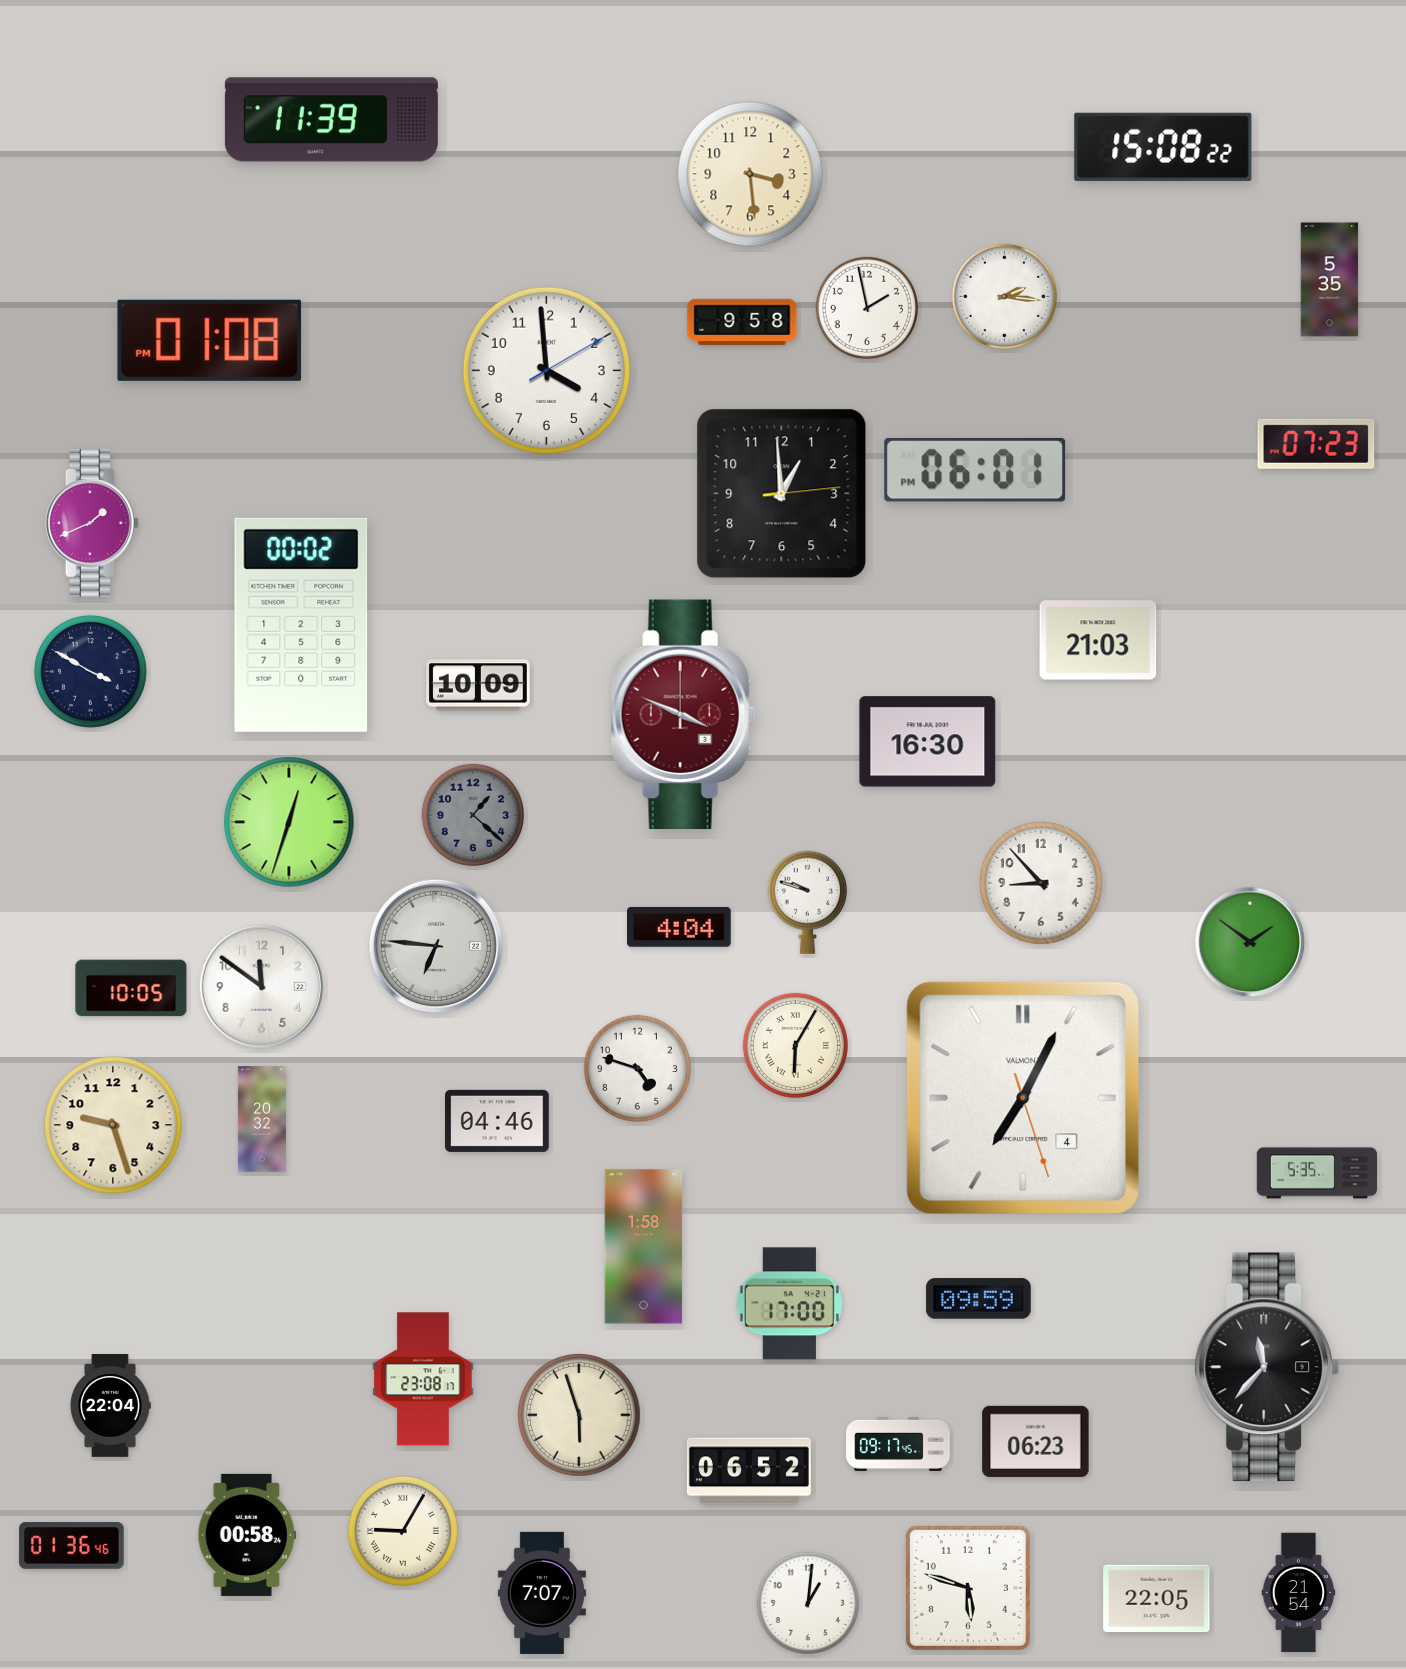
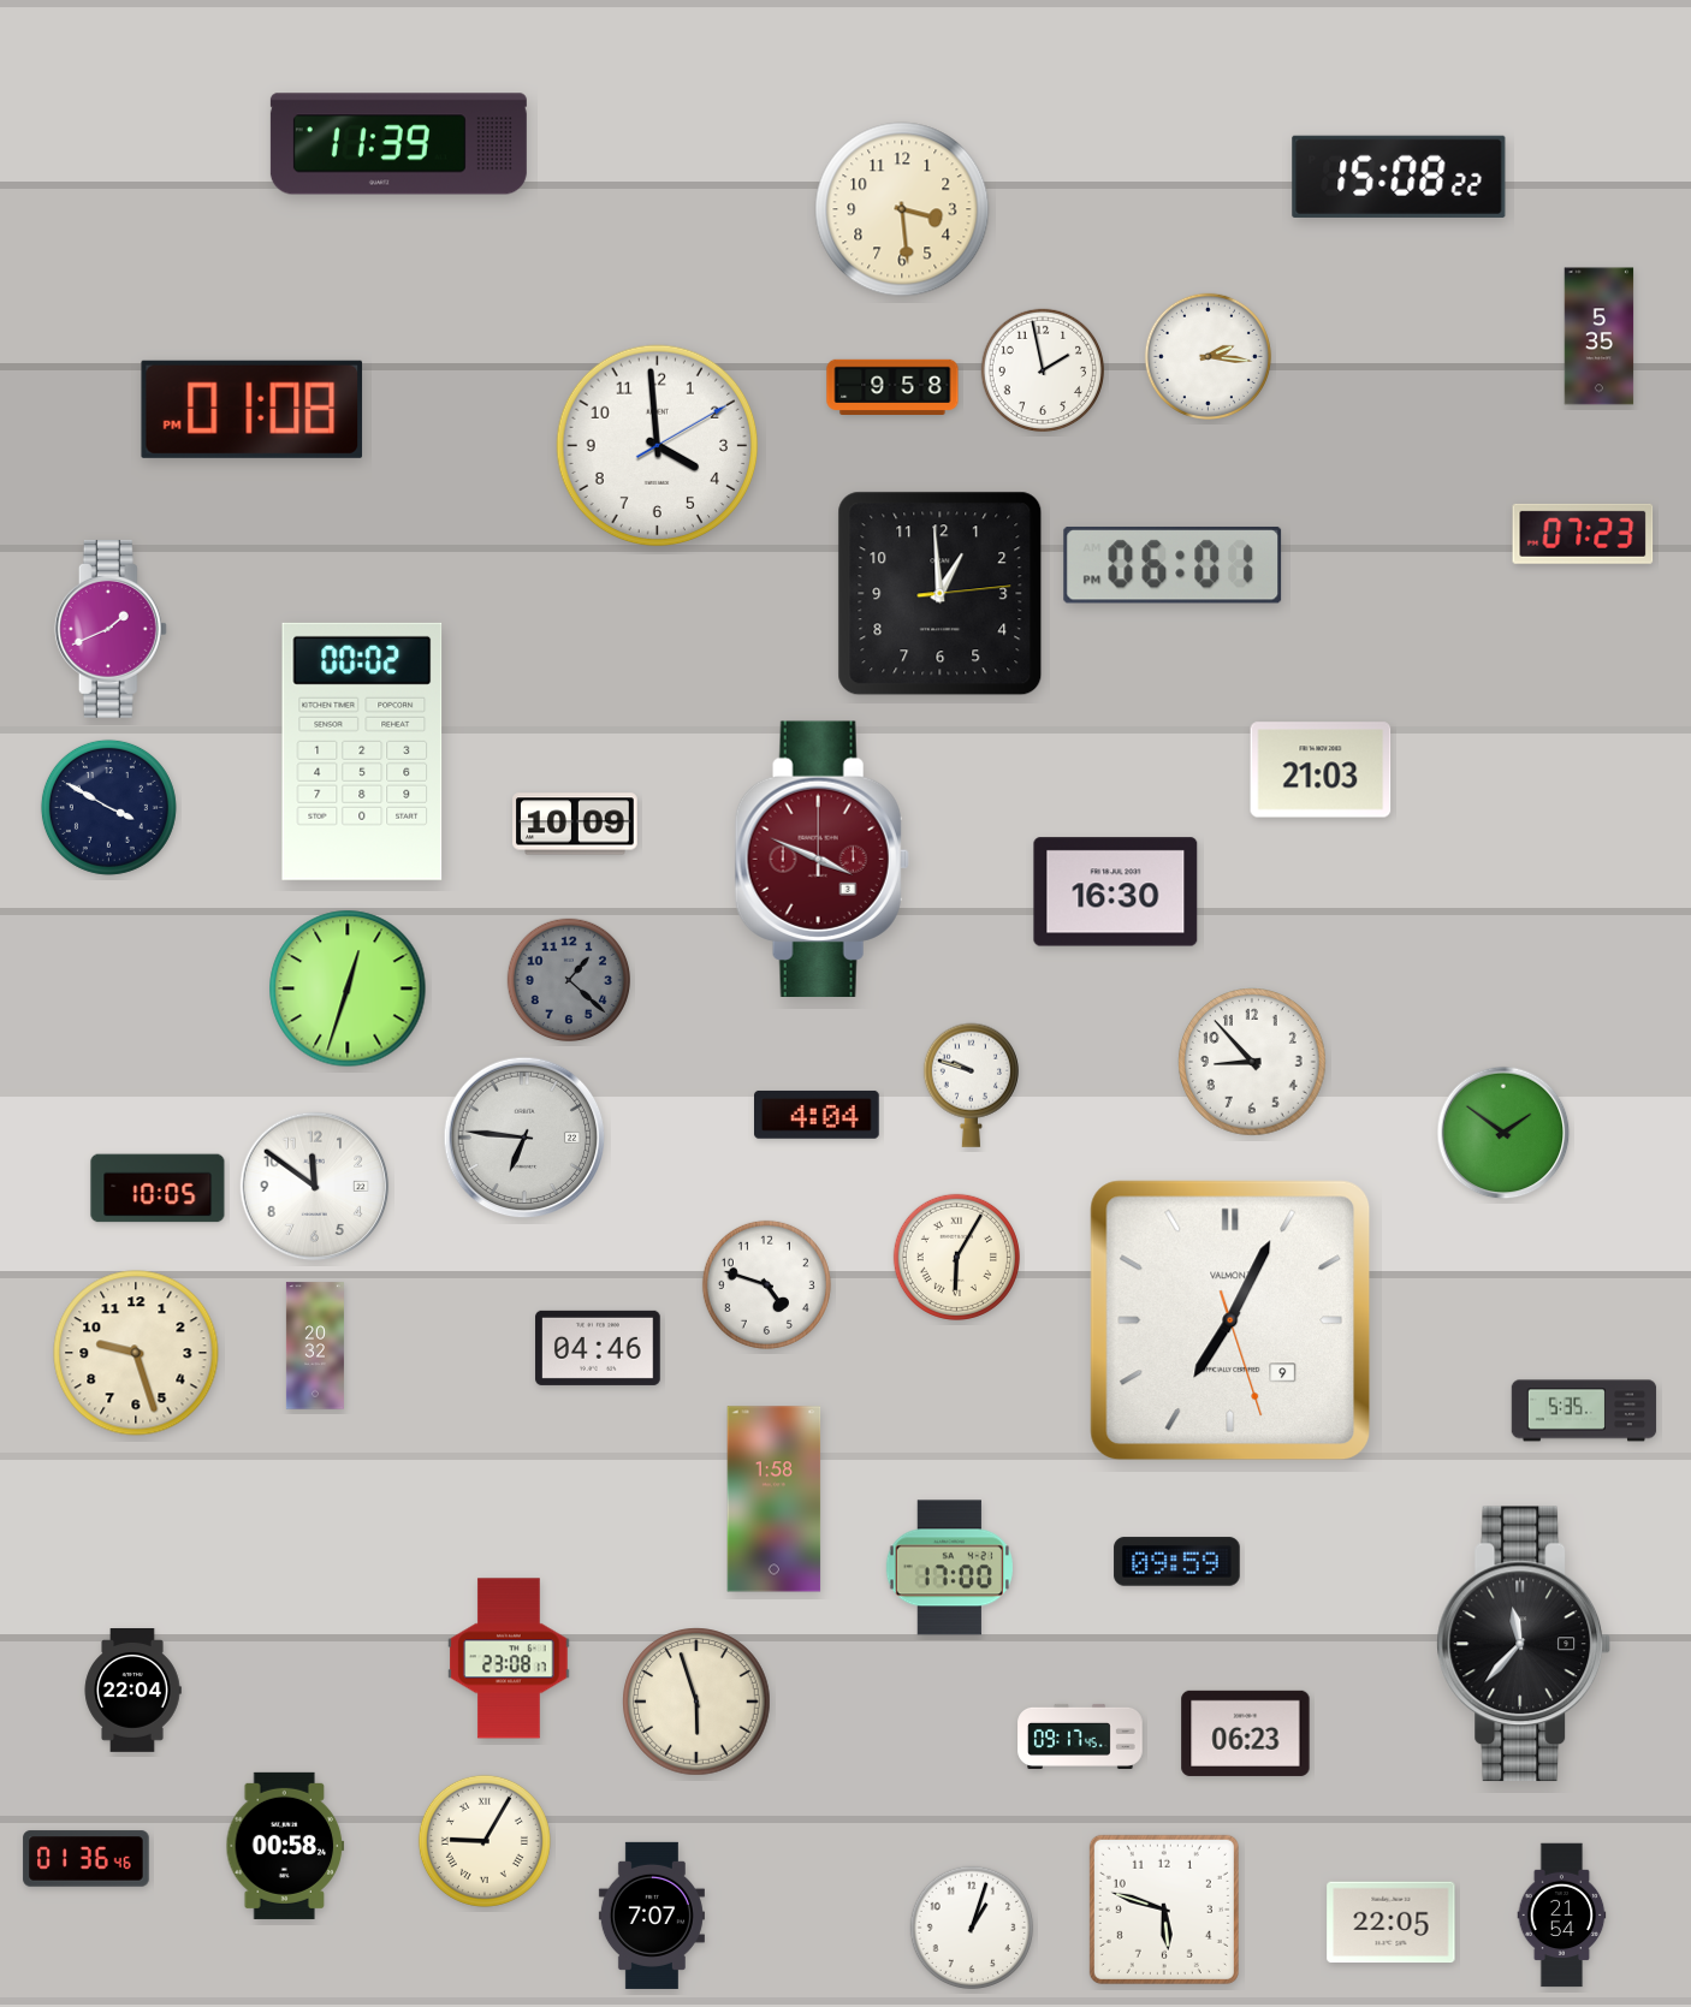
clock at (1023, 1098) date: 4 -> 9
clock at (749, 1471): 06:52 -> none
clock at (247, 1535) position: (247, 1535) -> (285, 1846)
clock at (807, 1602): 1:01 -> 1:03
